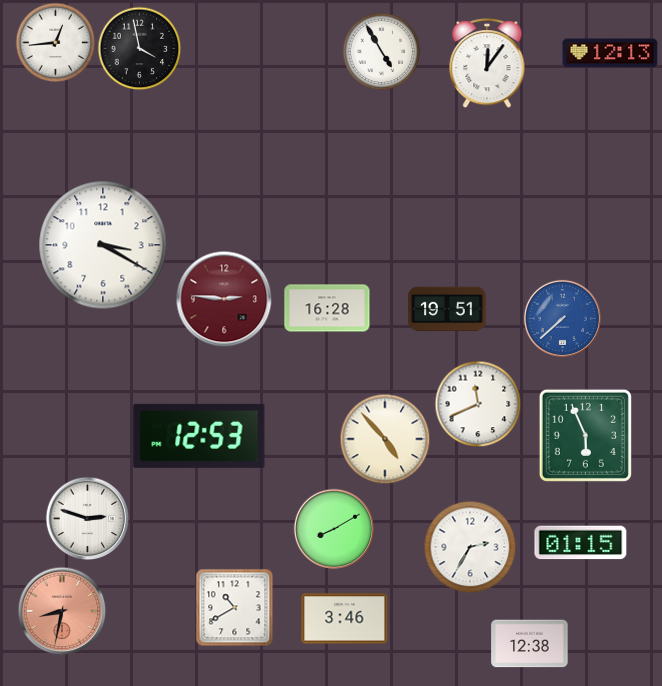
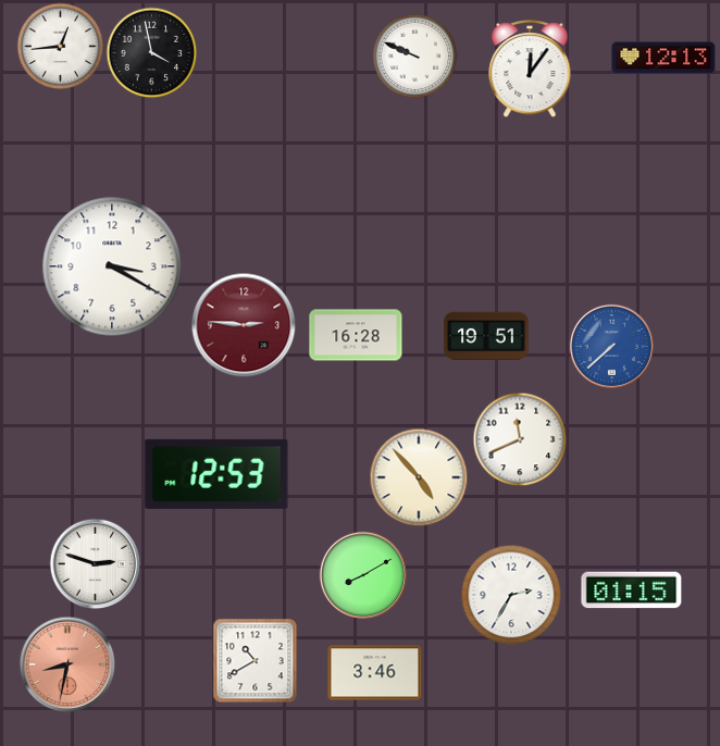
clock at (381, 51): 4:55 -> 9:49
clock at (585, 435): 5:56 -> none
clock at (530, 644): 12:38 -> none
